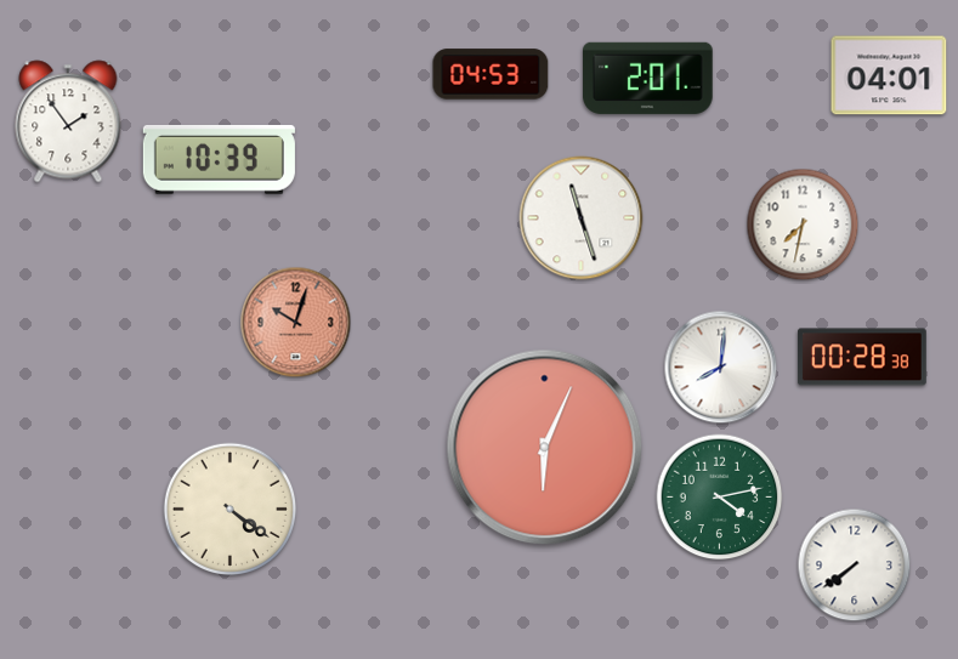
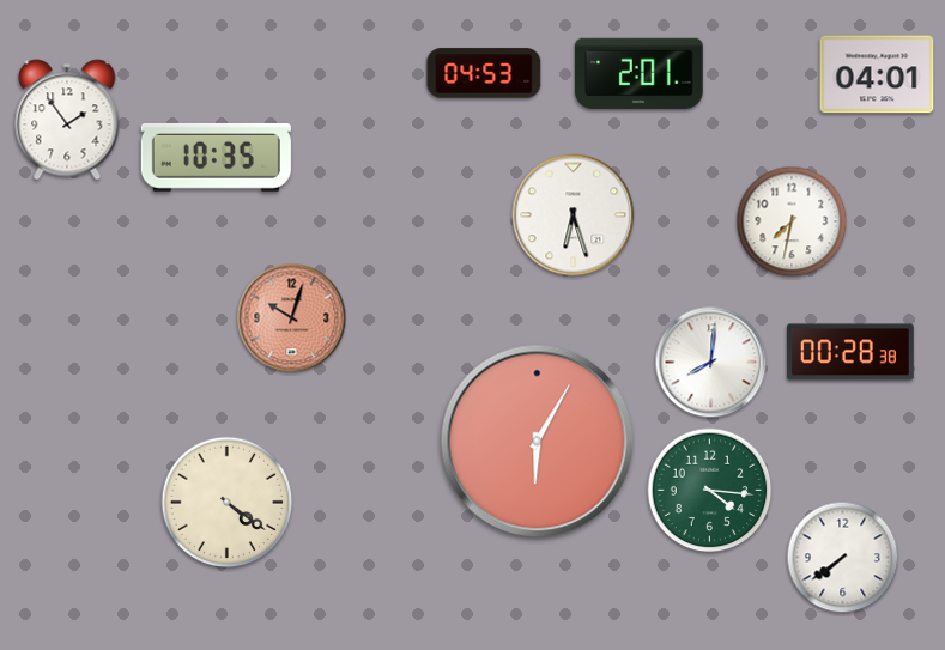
clock at (648, 78) position: (648, 78) -> (640, 73)
clock at (219, 159): 10:39 -> 10:35
clock at (582, 218): 11:27 -> 6:27
clock at (545, 448): 6:04 -> 6:05
clock at (720, 498): 4:13 -> 4:16
